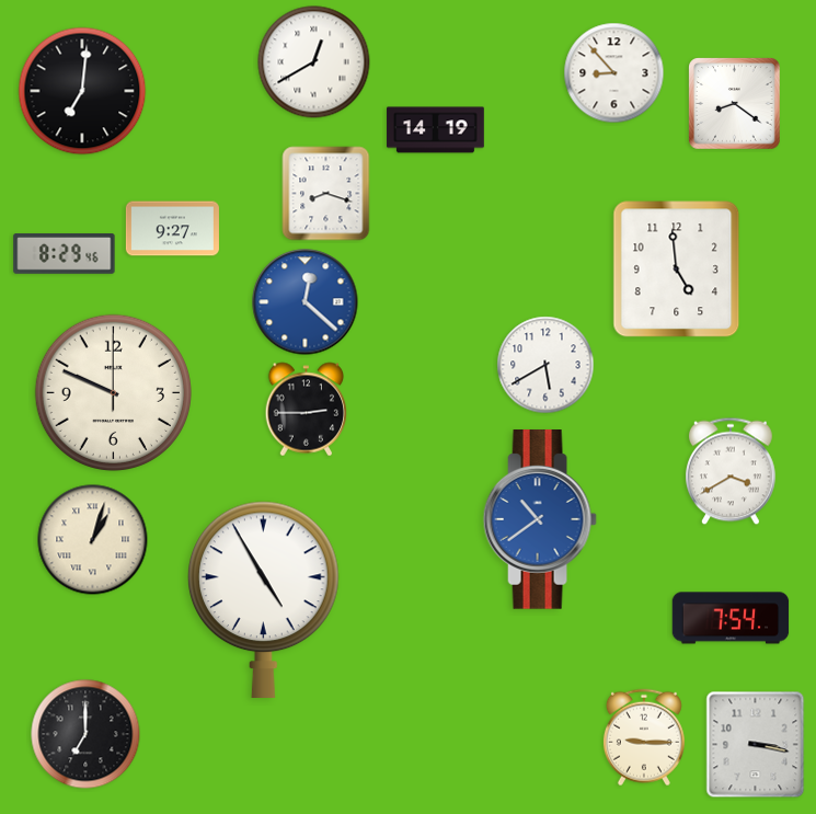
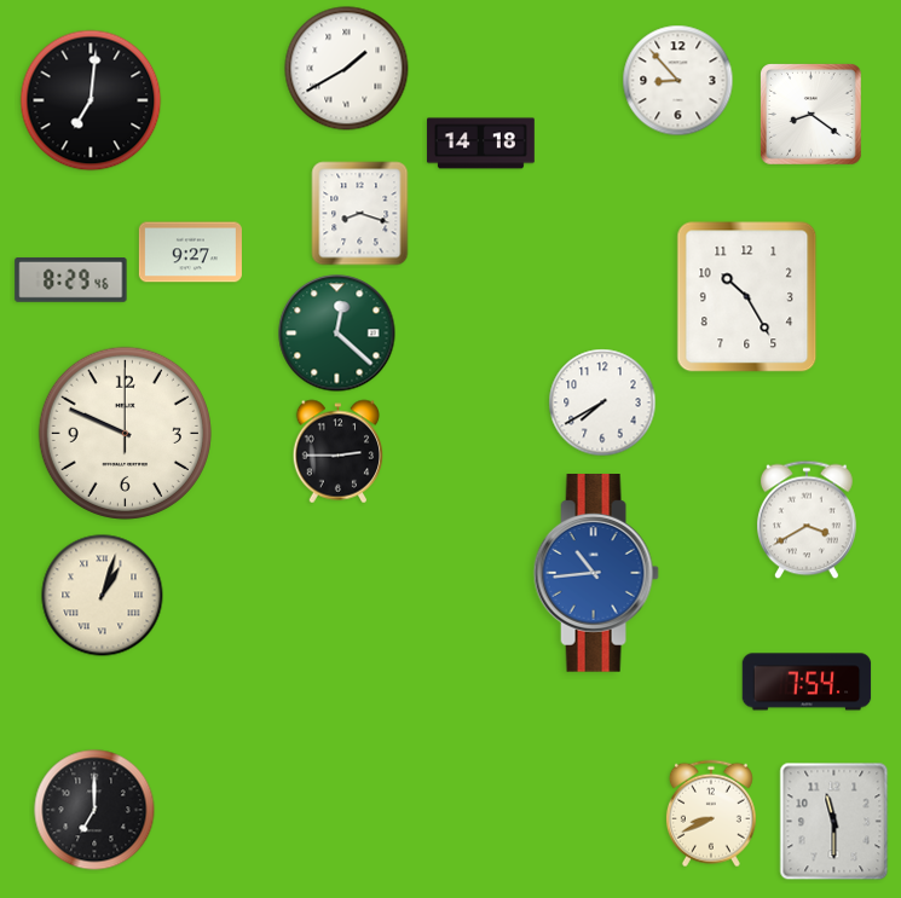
clock at (314, 62): 12:40 -> 1:40
clock at (436, 130): 14:19 -> 14:18
clock at (677, 270): 4:59 -> 10:25
clock at (306, 302) dial: blue -> green
clock at (545, 365): 5:40 -> 7:40
clock at (540, 520): 10:39 -> 10:44
clock at (264, 599): 4:55 -> none
clock at (644, 737): 9:15 -> 8:41
clock at (756, 745): 3:17 -> 11:30
